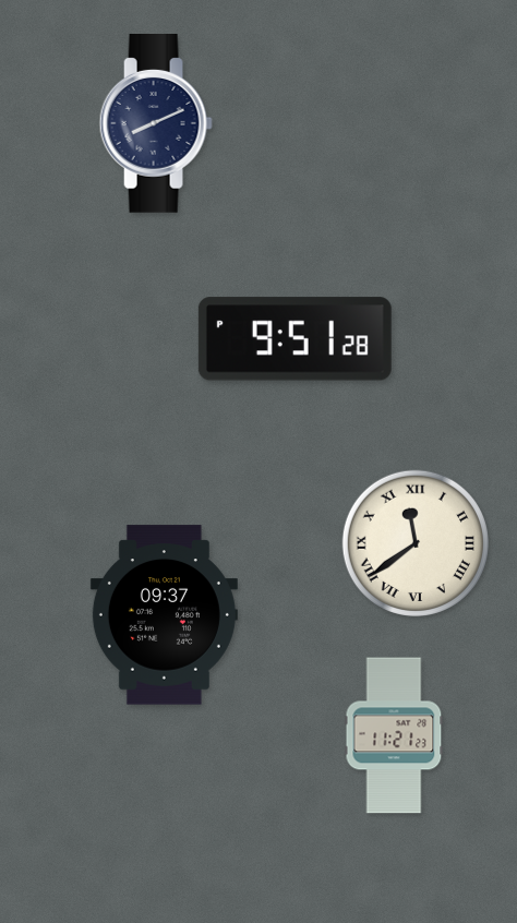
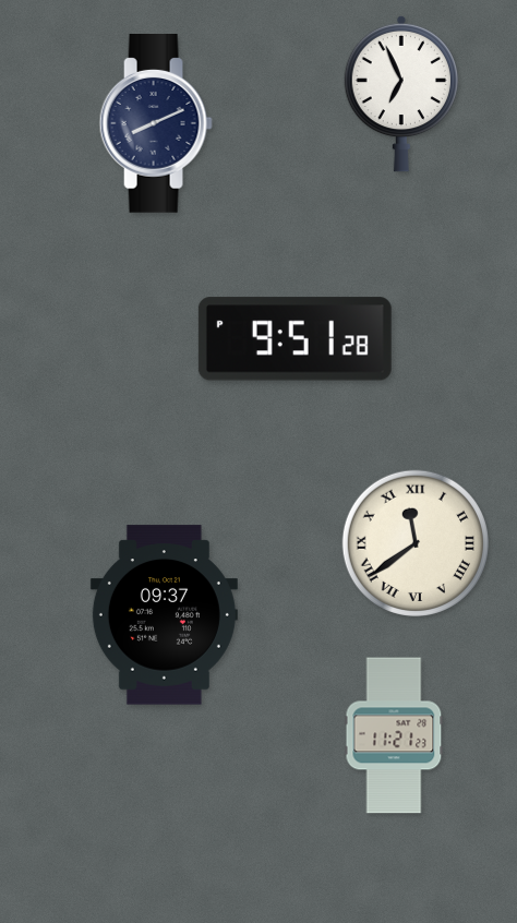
clock at (400, 94): none -> 6:56
